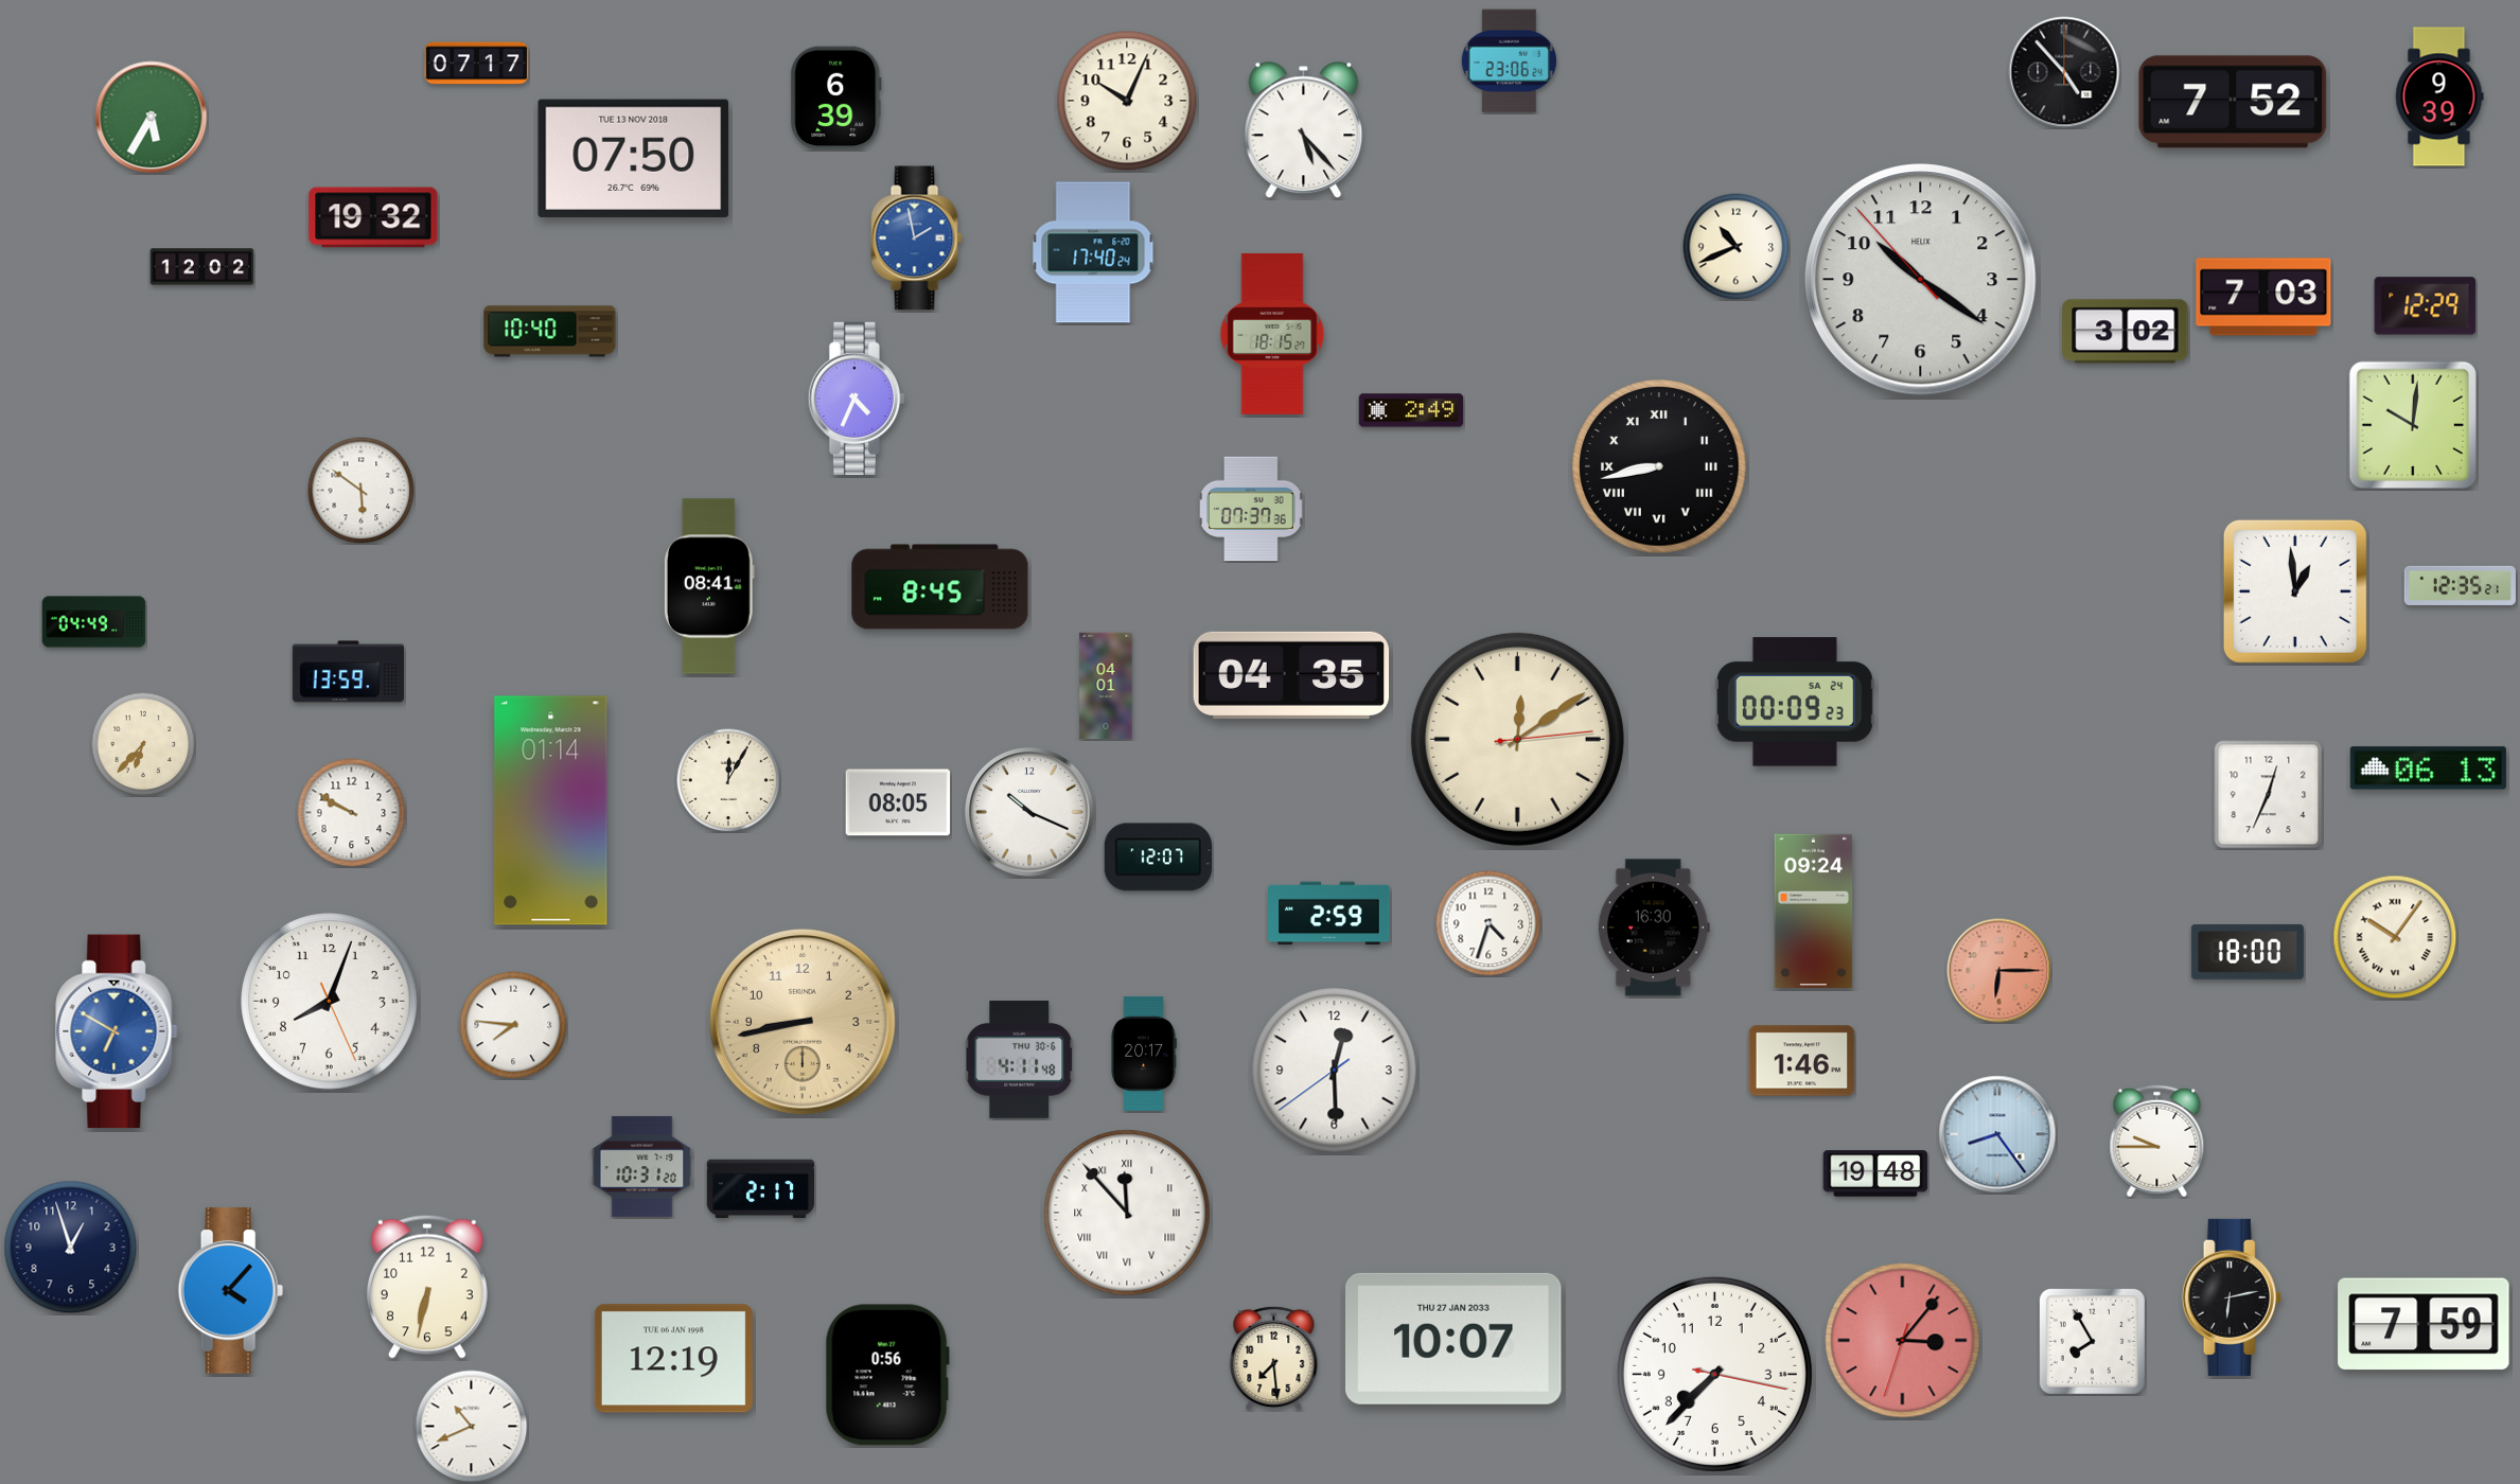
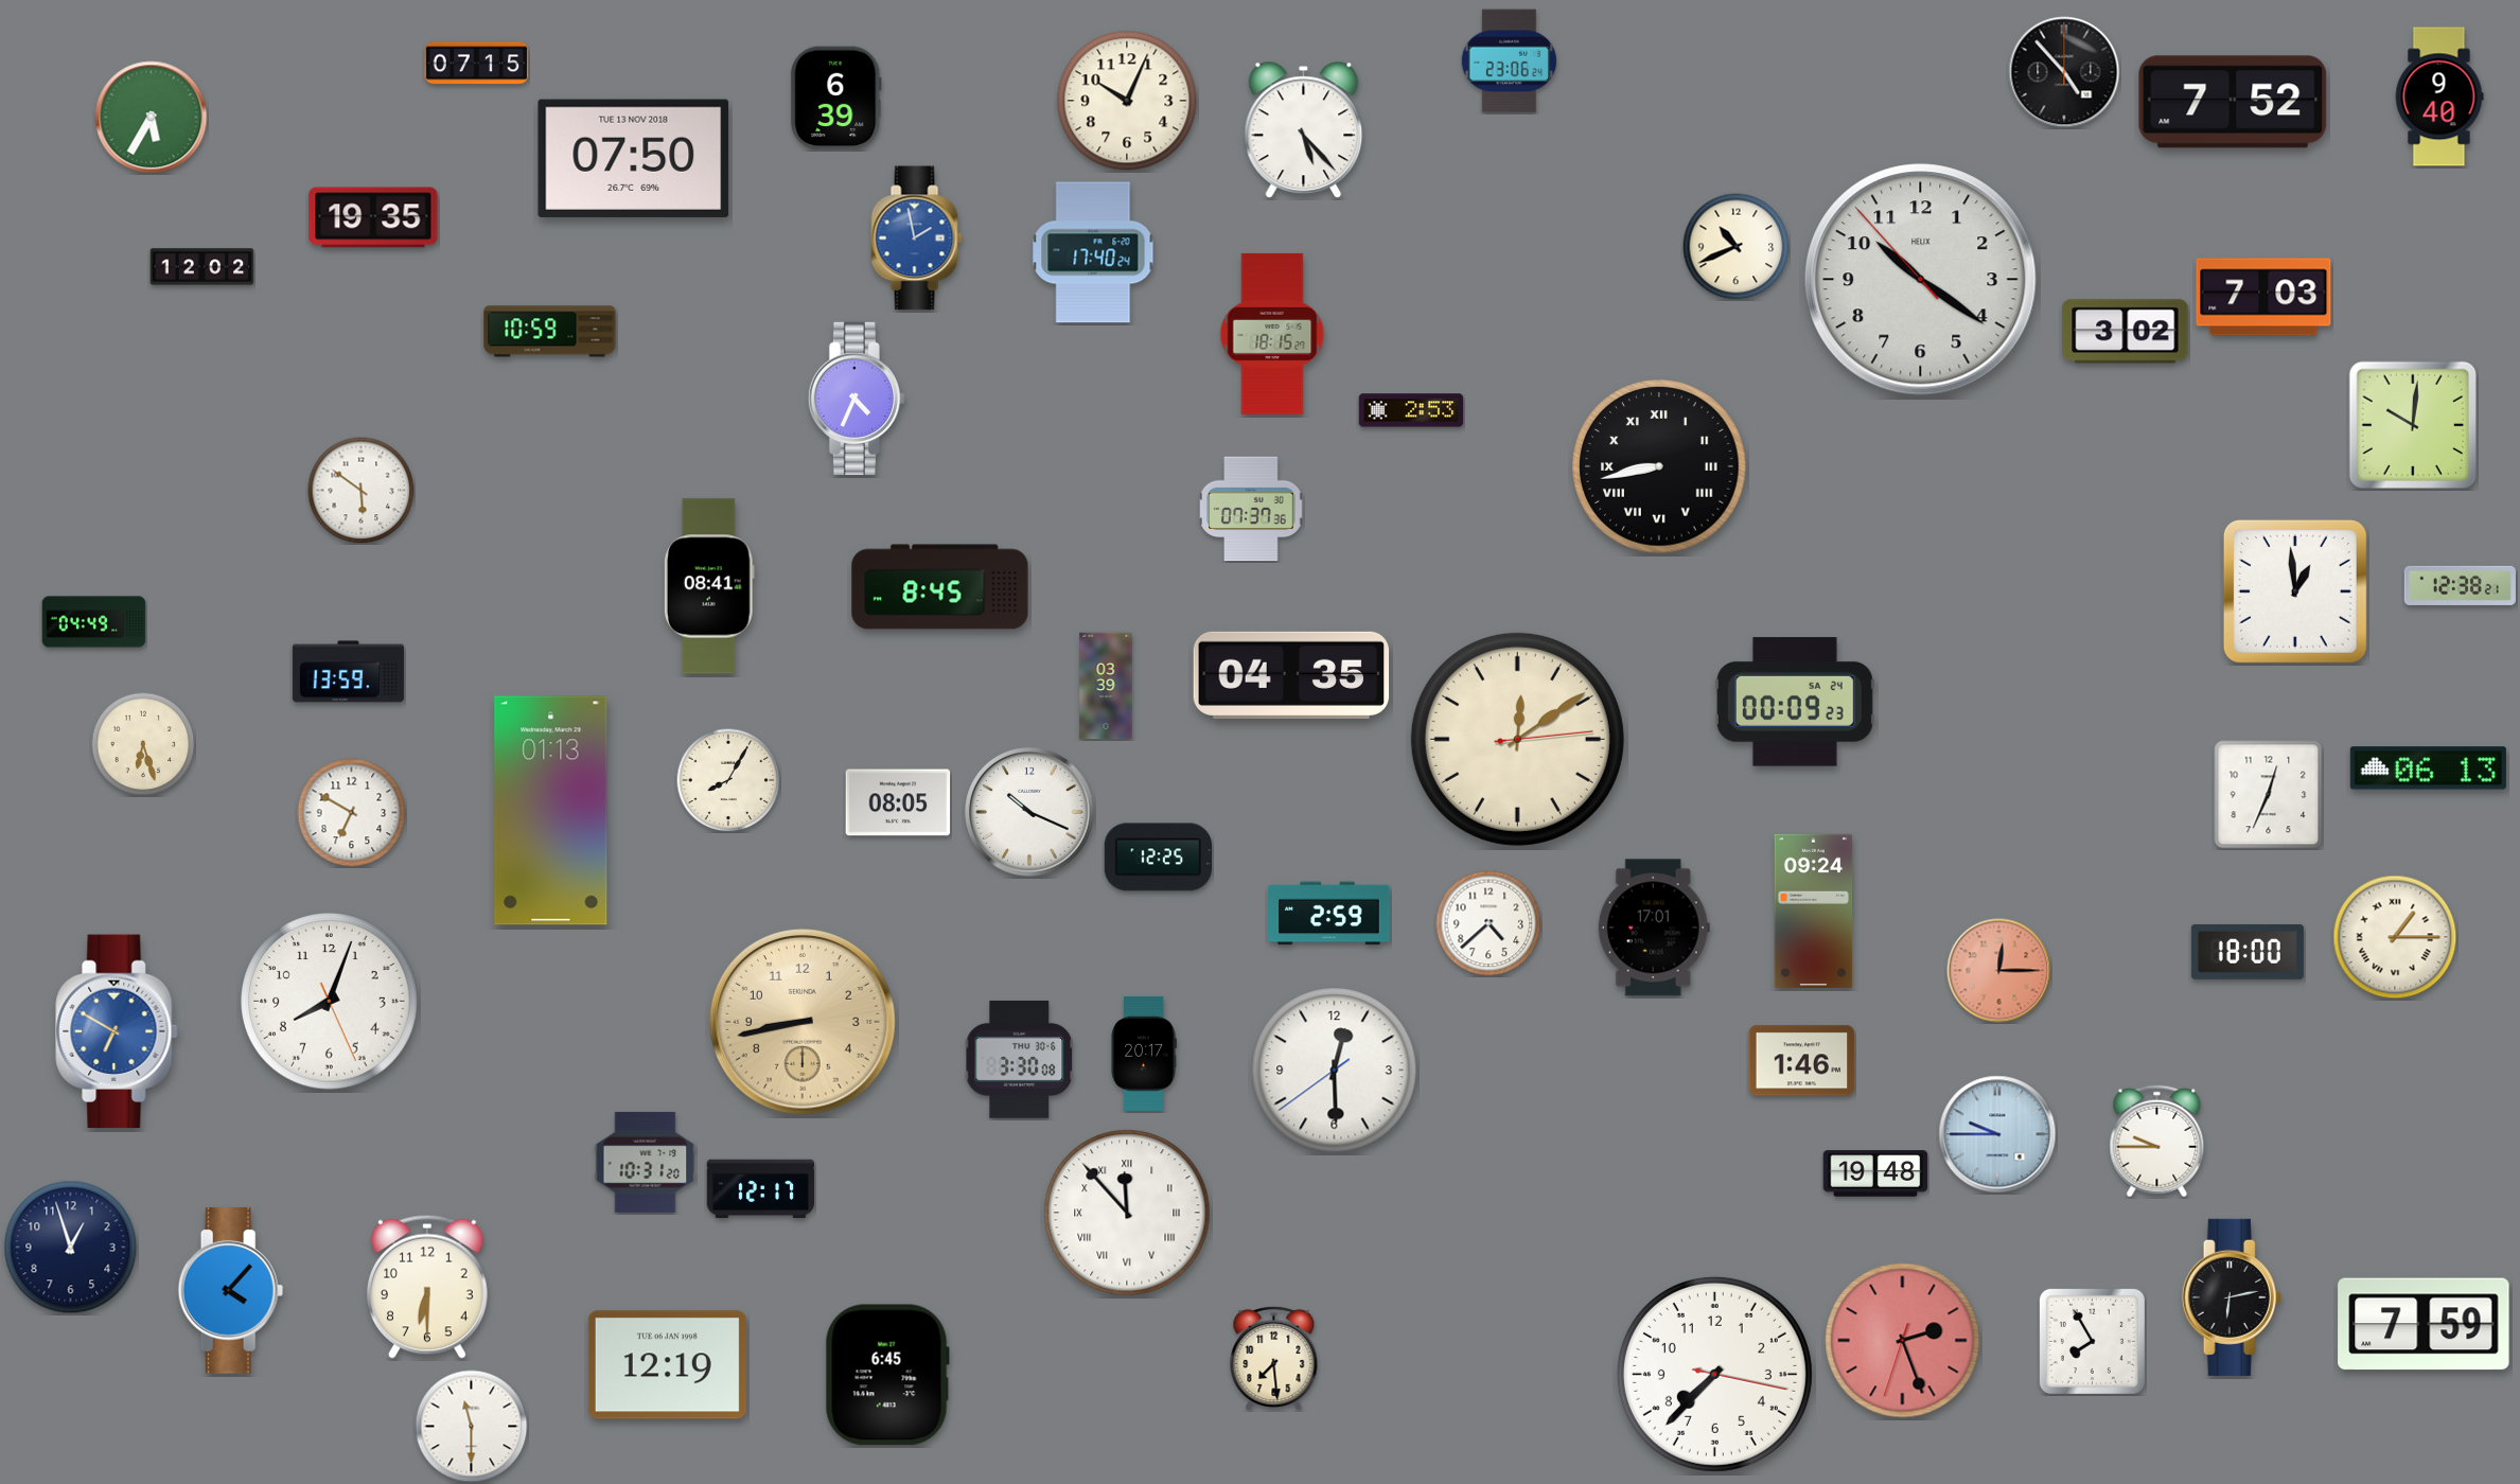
clock at (477, 64): 07:17 -> 07:15
clock at (2439, 96): 9:39 -> 9:40
clock at (373, 217): 19:32 -> 19:35
clock at (2426, 306): 12:29 -> none
clock at (550, 332): 10:40 -> 10:59
clock at (1411, 410): 2:49 -> 2:53
clock at (2460, 585): 12:35 -> 12:38
clock at (1106, 686): 04:01 -> 03:39
clock at (143, 744): 6:37 -> 6:27
clock at (728, 780): 12:05 -> 8:05
clock at (551, 811): 01:14 -> 01:13
clock at (352, 813): 9:50 -> 6:50
clock at (1158, 858): 12:07 -> 12:25
clock at (1488, 923): 4:33 -> 4:38
clock at (1654, 927): 16:30 -> 17:01
clock at (2395, 937): 10:06 -> 1:15
clock at (1999, 971): 6:15 -> 12:15
clock at (513, 1025): 7:46 -> none
clock at (1020, 1059): 4:11 -> 3:30
clock at (1997, 1134): 8:24 -> 9:45
clock at (642, 1166) position: (642, 1166) -> (646, 1162)
clock at (760, 1189): 2:17 -> 12:17
clock at (427, 1287): 6:32 -> 6:30
clock at (1455, 1339): 10:07 -> none
clock at (1903, 1341): 3:06 -> 2:26
clock at (673, 1359) position: (673, 1359) -> (667, 1365)
clock at (887, 1375): 0:56 -> 6:45
clock at (472, 1427): 10:41 -> 11:30
